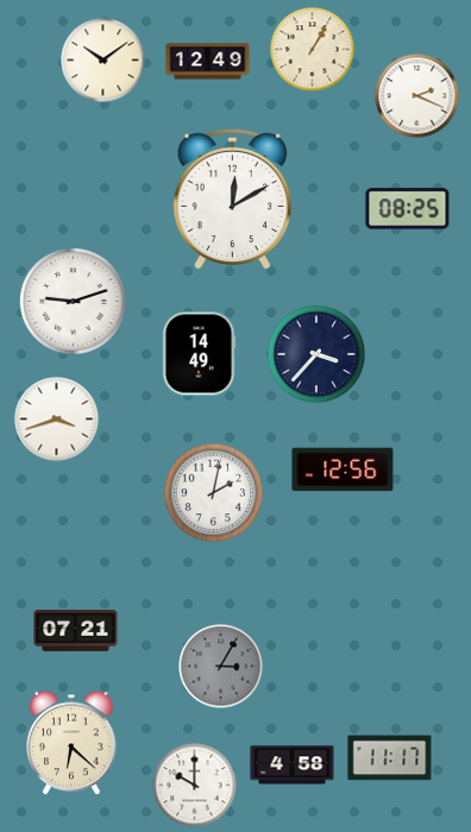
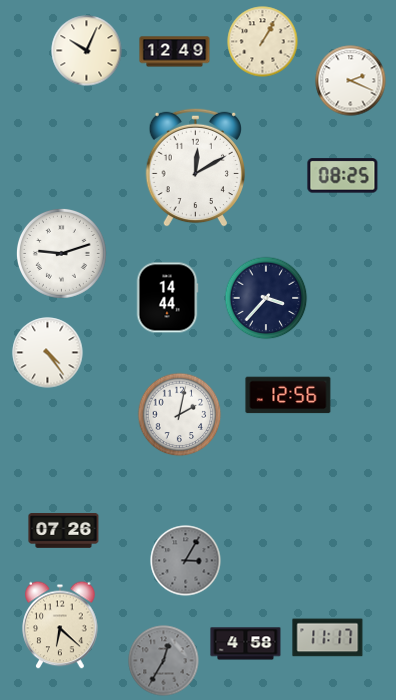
clock at (103, 61): 10:09 -> 10:04
clock at (199, 354): 14:49 -> 14:44
clock at (57, 420): 3:42 -> 4:24
clock at (76, 631): 07:21 -> 07:26
clock at (195, 786): 10:00 -> 12:35
clock at (195, 786) dial: white -> grey
